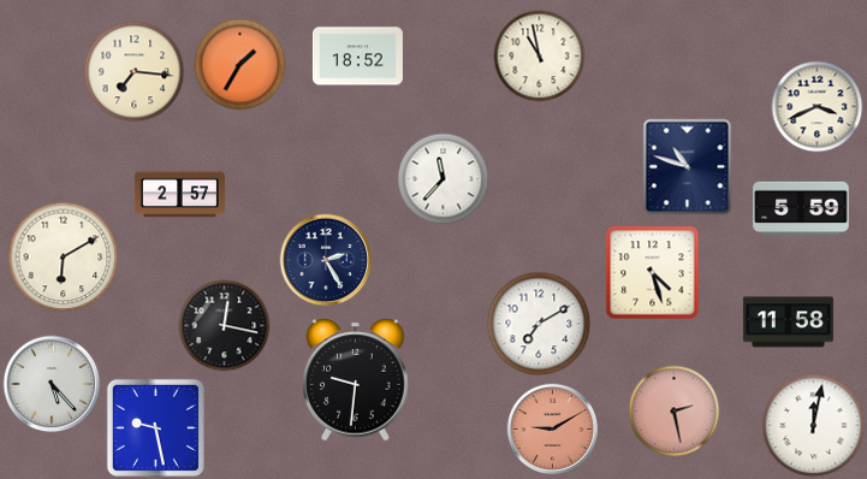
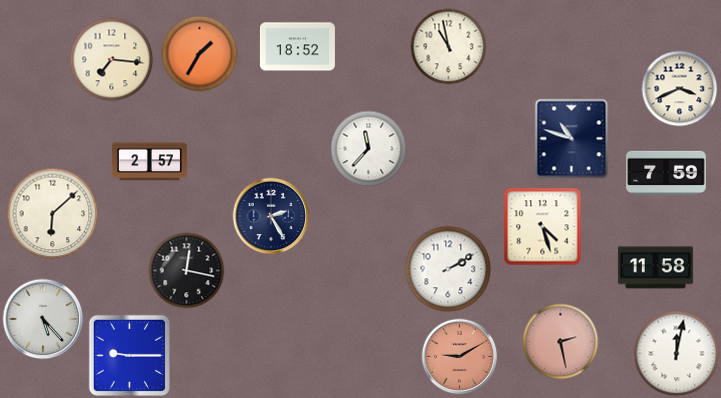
clock at (801, 207): 5:59 -> 7:59
clock at (64, 258): 6:10 -> 6:08
clock at (539, 324): 7:10 -> 2:10
clock at (356, 380): 9:31 -> none
clock at (155, 427): 9:28 -> 9:15
